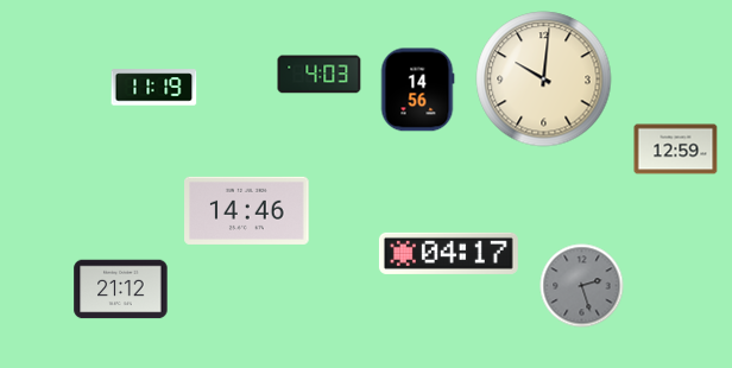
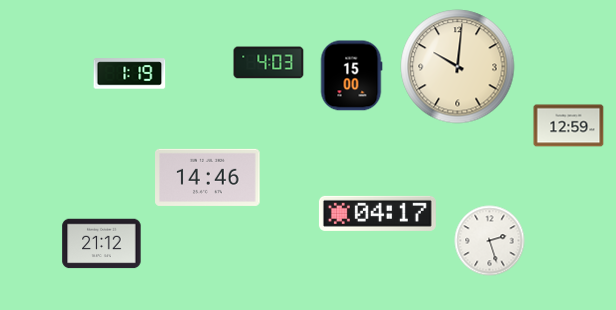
clock at (154, 88): 11:19 -> 1:19
clock at (417, 90): 14:56 -> 15:00
clock at (582, 286) dial: grey -> white
